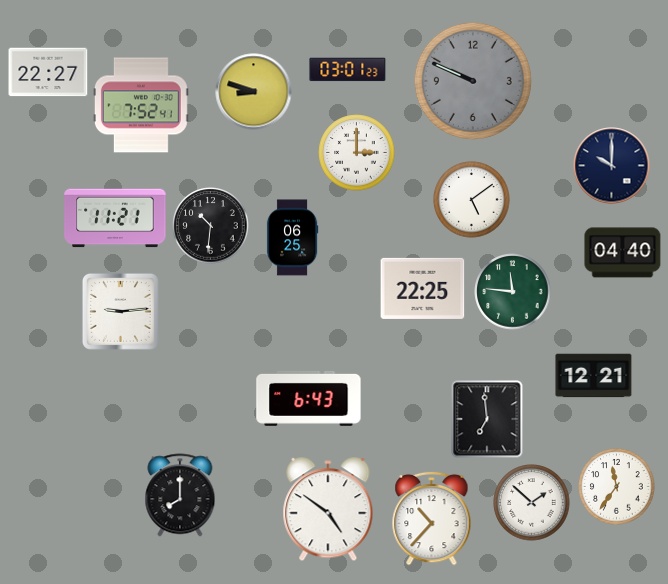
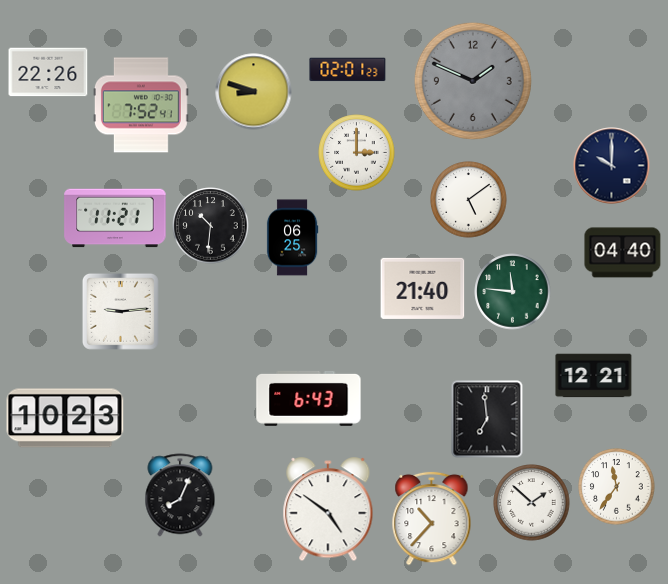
clock at (348, 70): 03:01 -> 02:01
clock at (48, 72): 22:27 -> 22:26
clock at (473, 81): 9:49 -> 1:49
clock at (472, 200) position: (472, 200) -> (469, 200)
clock at (423, 288): 22:25 -> 21:40
clock at (65, 418): none -> 10:23
clock at (180, 495): 8:00 -> 8:04
